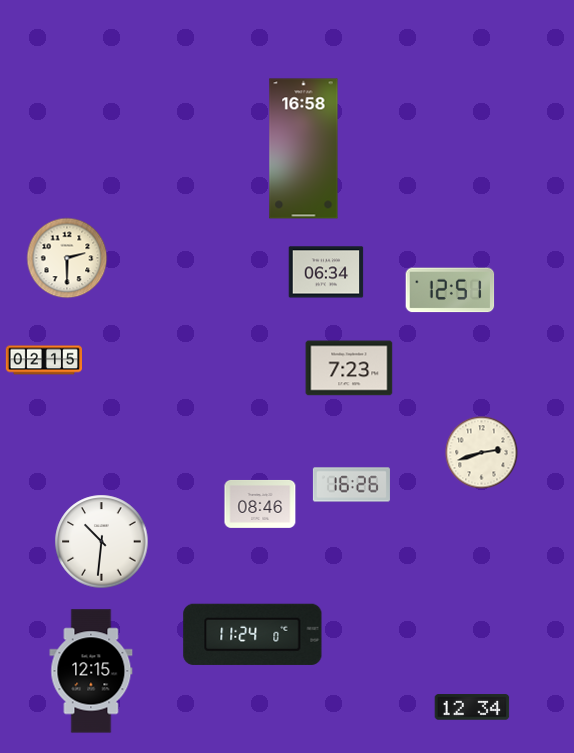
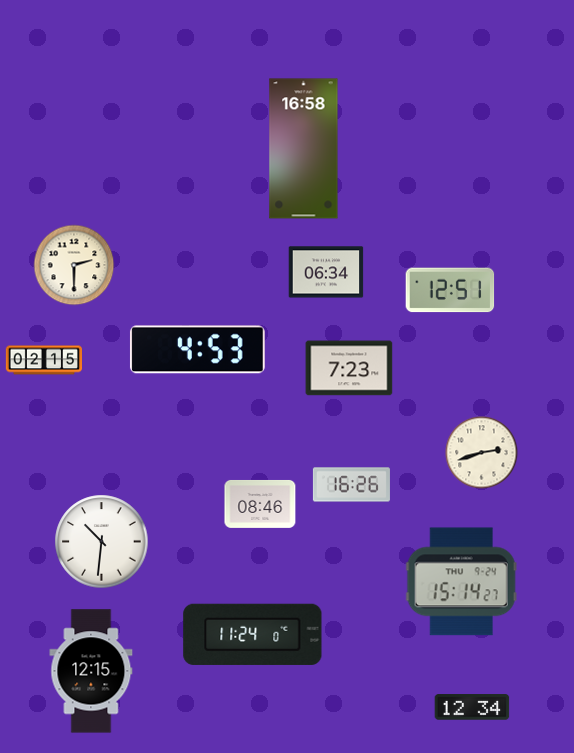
clock at (67, 258) position: (67, 258) -> (74, 265)
clock at (197, 350): none -> 4:53
clock at (461, 582): none -> 15:14
